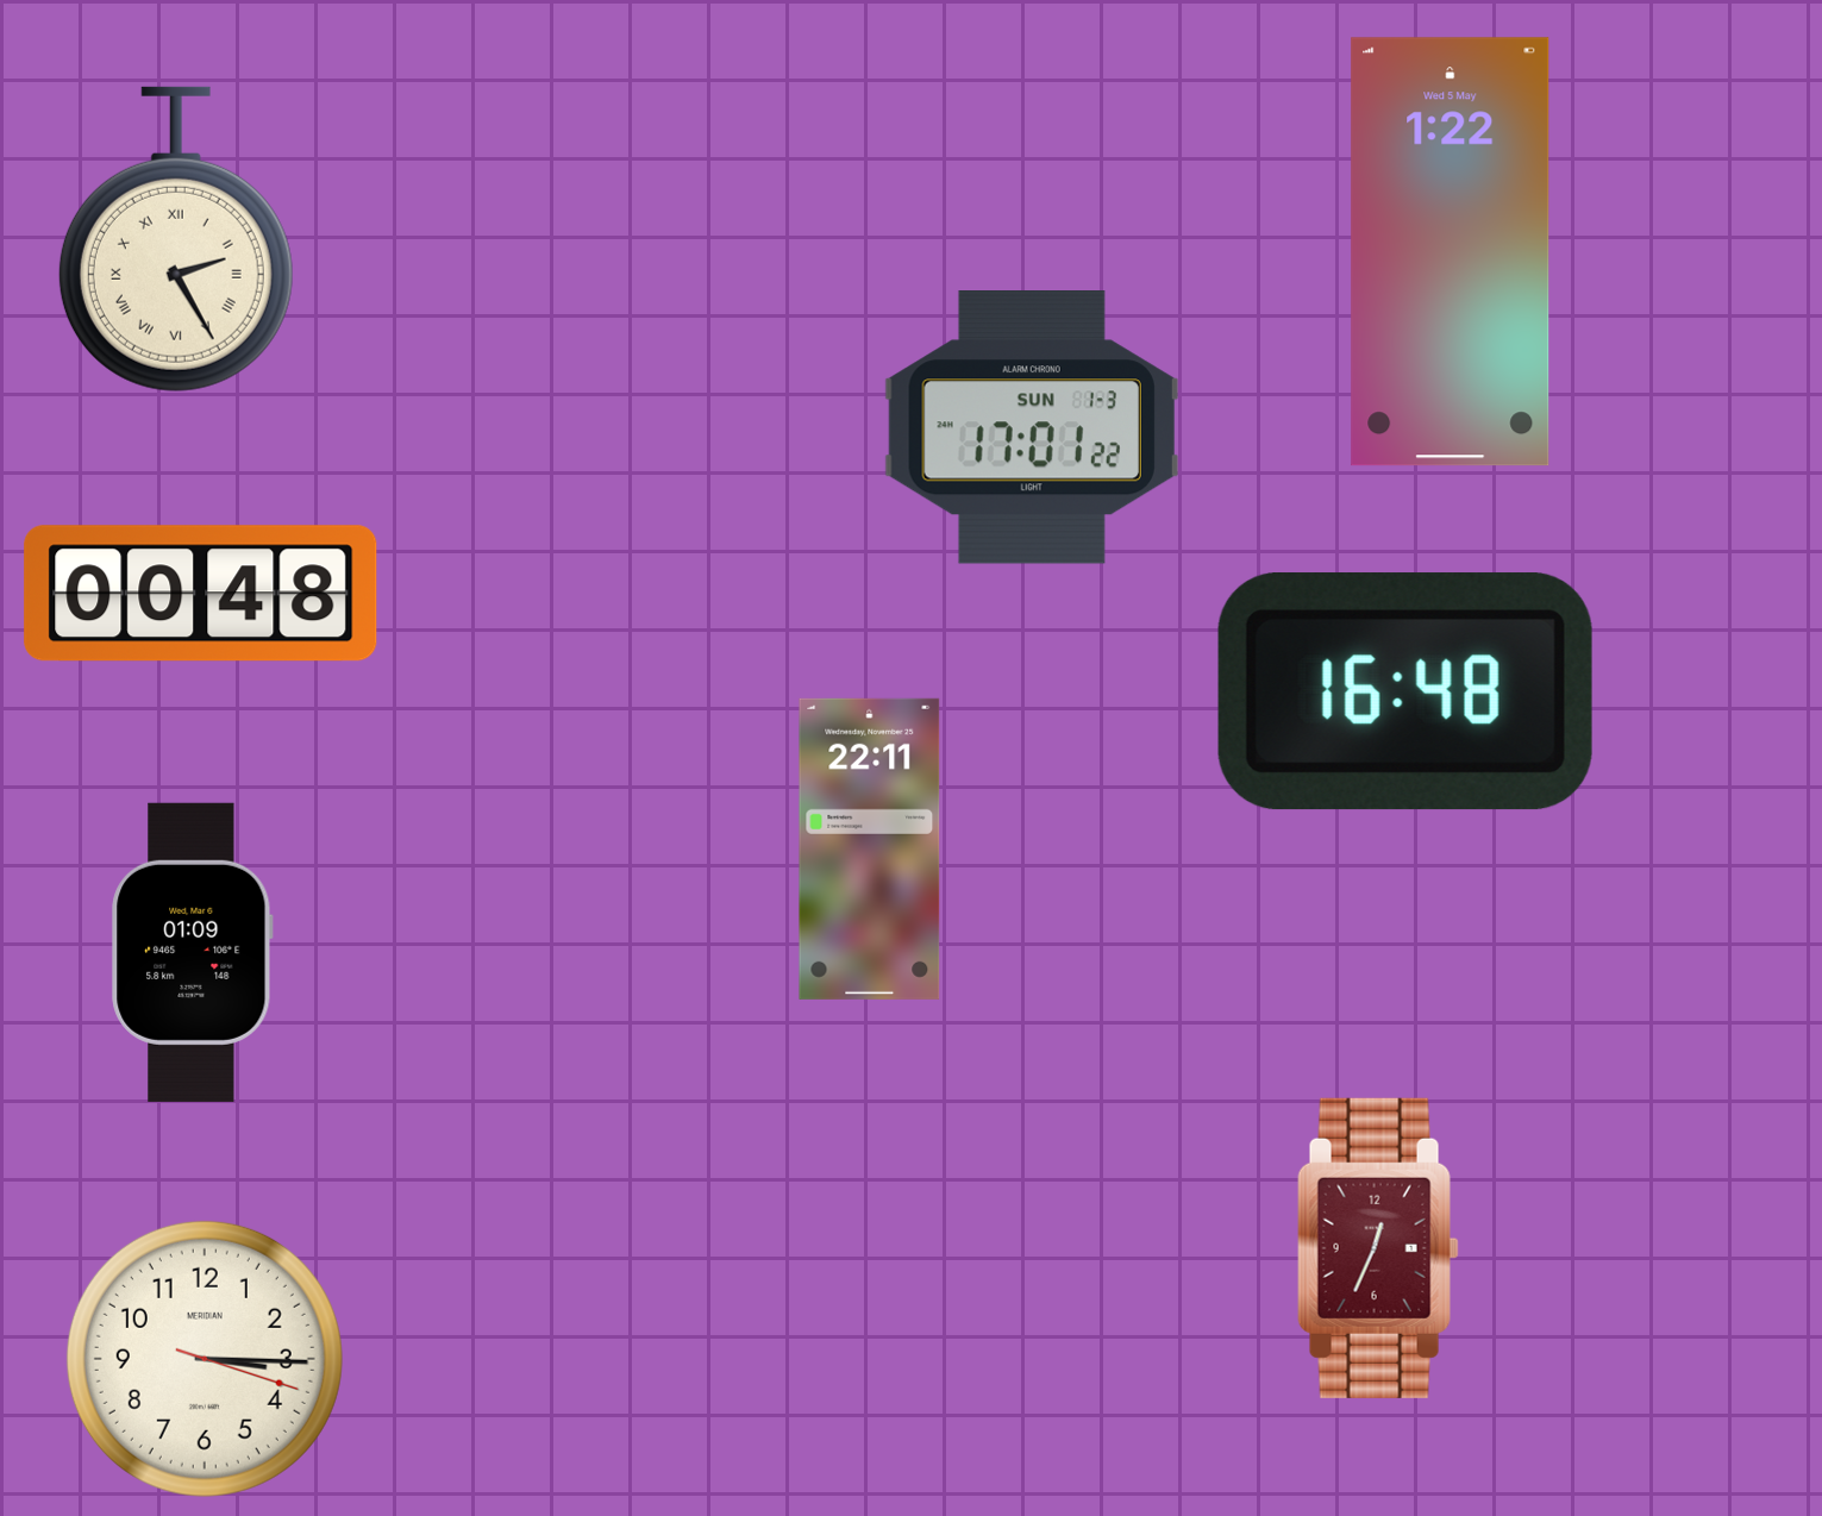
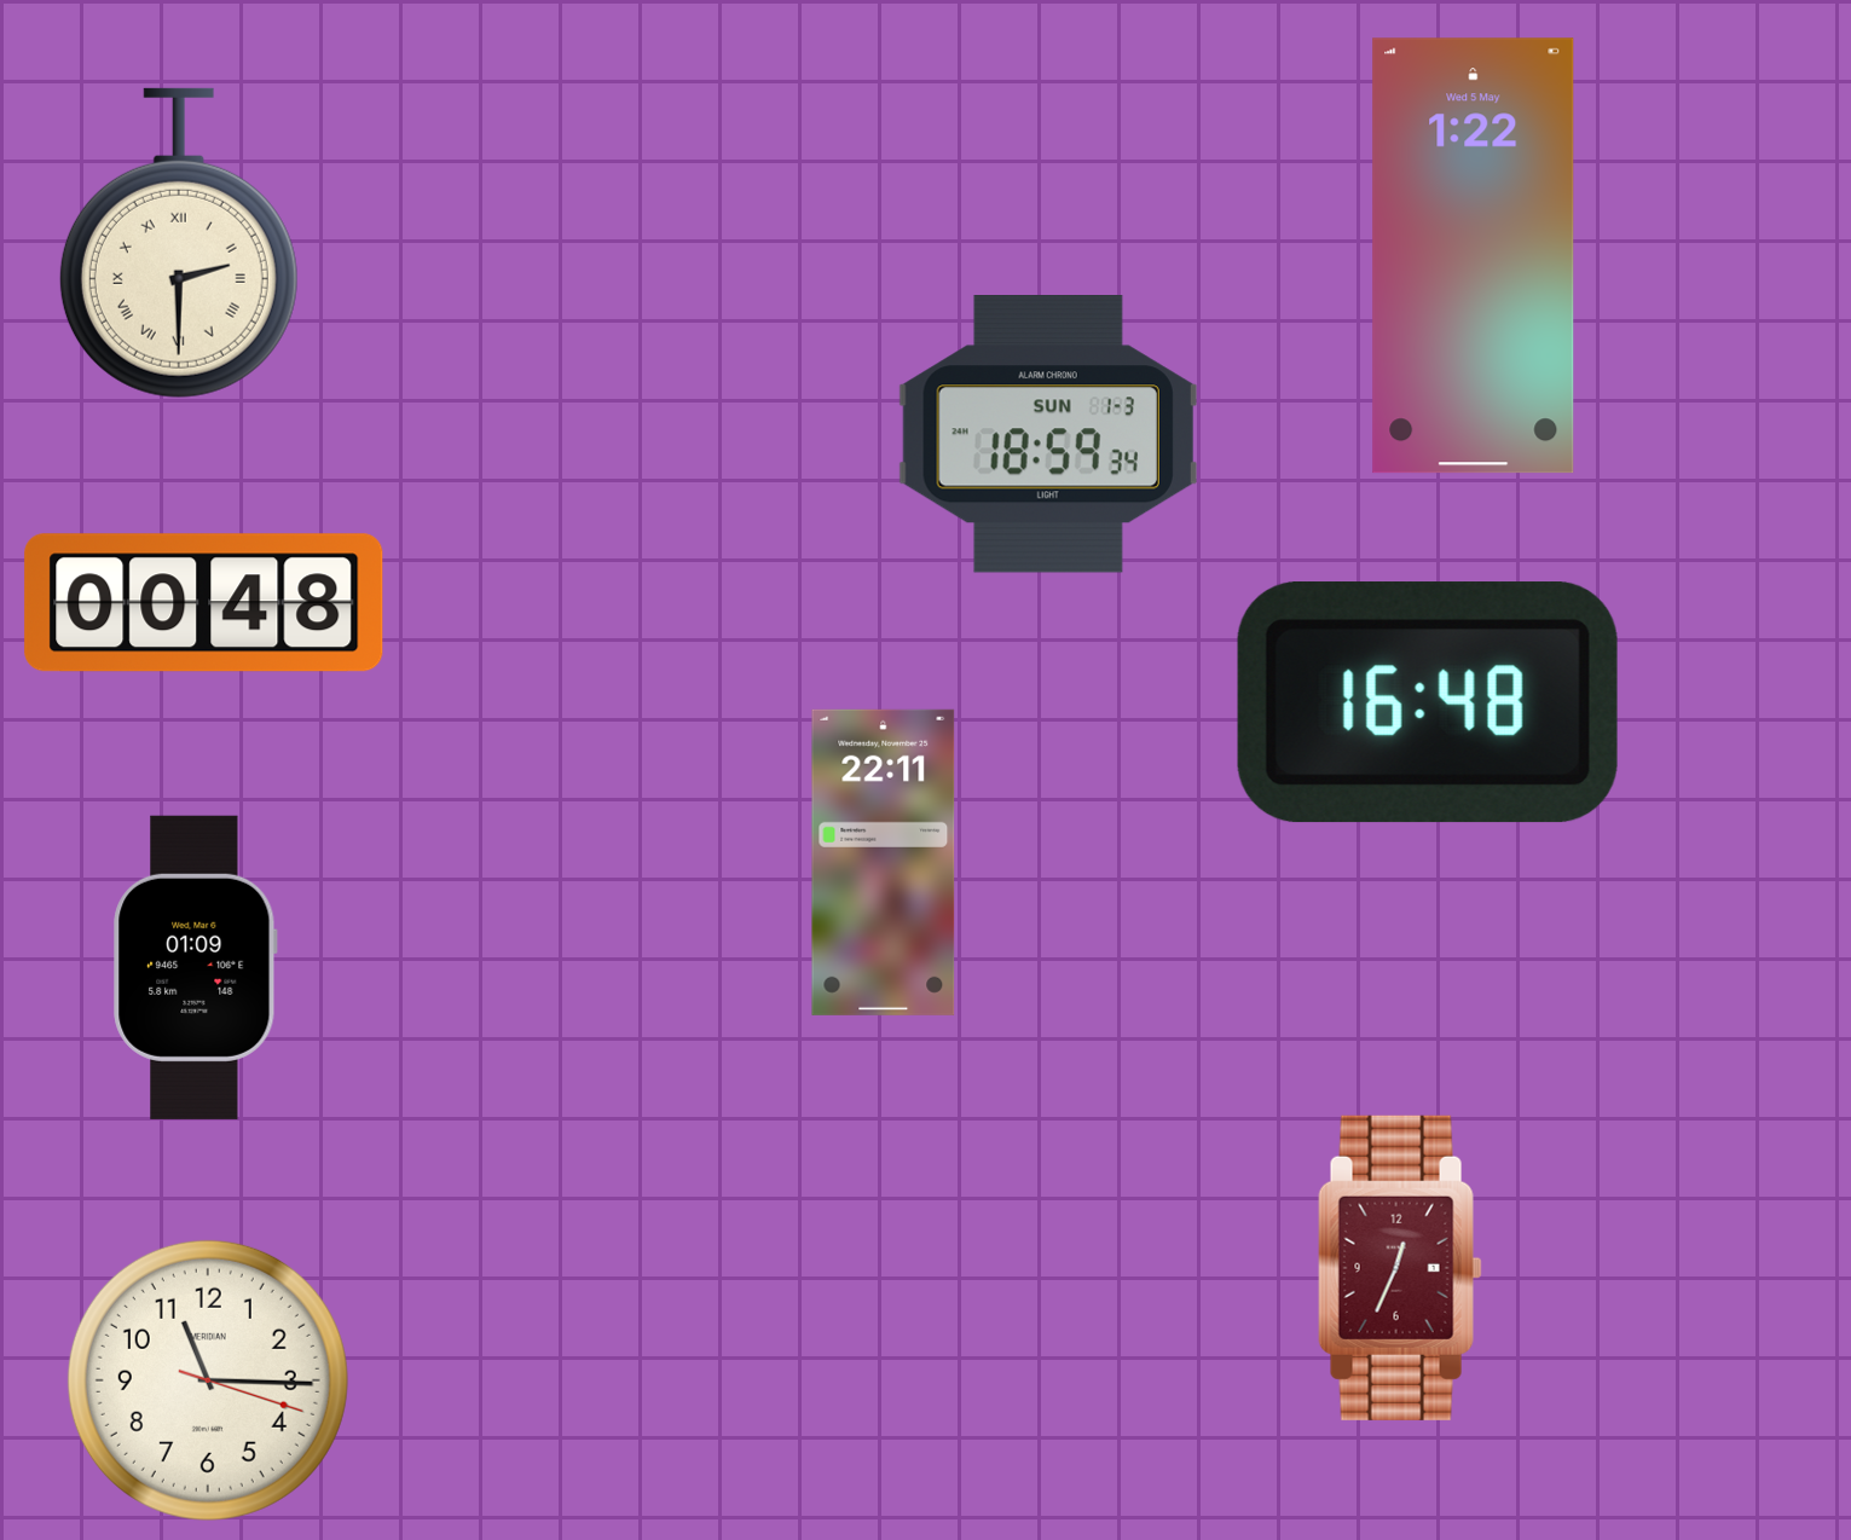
clock at (176, 239): 2:25 -> 2:30
clock at (1032, 428): 17:01 -> 18:59
clock at (205, 1359): 3:15 -> 11:15
